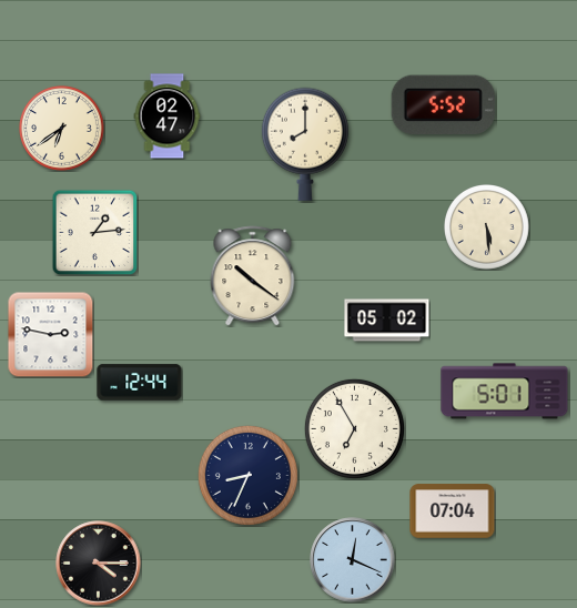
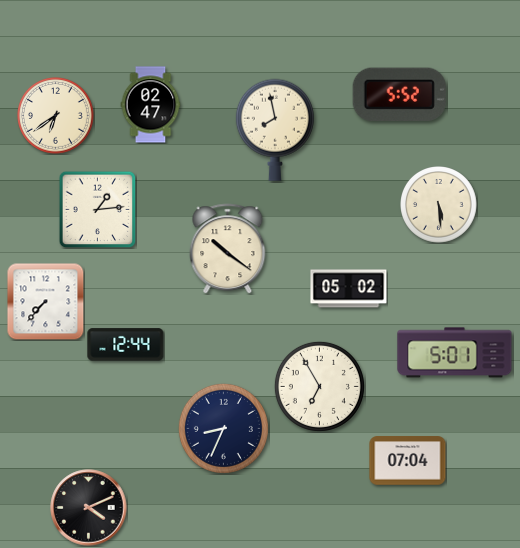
clock at (305, 144): 8:00 -> 7:58
clock at (94, 232) position: (94, 232) -> (97, 209)
clock at (50, 334): 2:47 -> 7:37
clock at (353, 560): 12:19 -> none
clock at (99, 564): 4:15 -> 4:11
